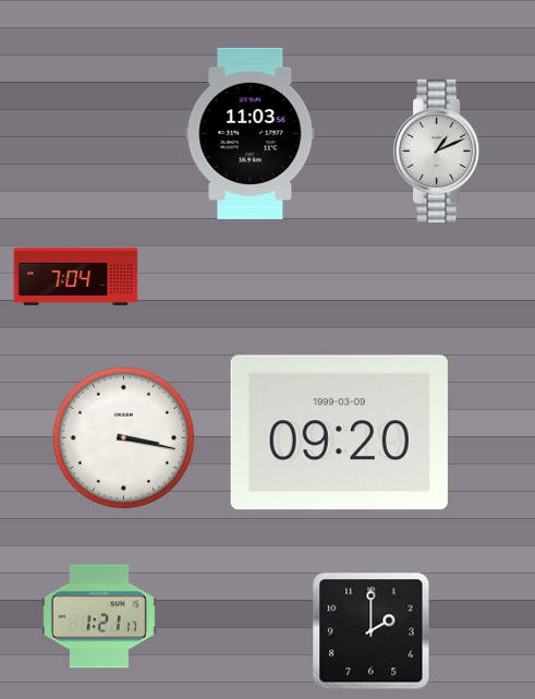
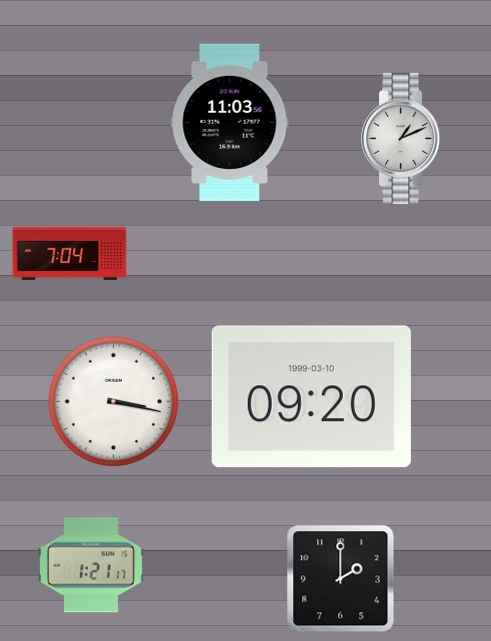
clock at (339, 433) date: 1999-03-09 -> 1999-03-10
